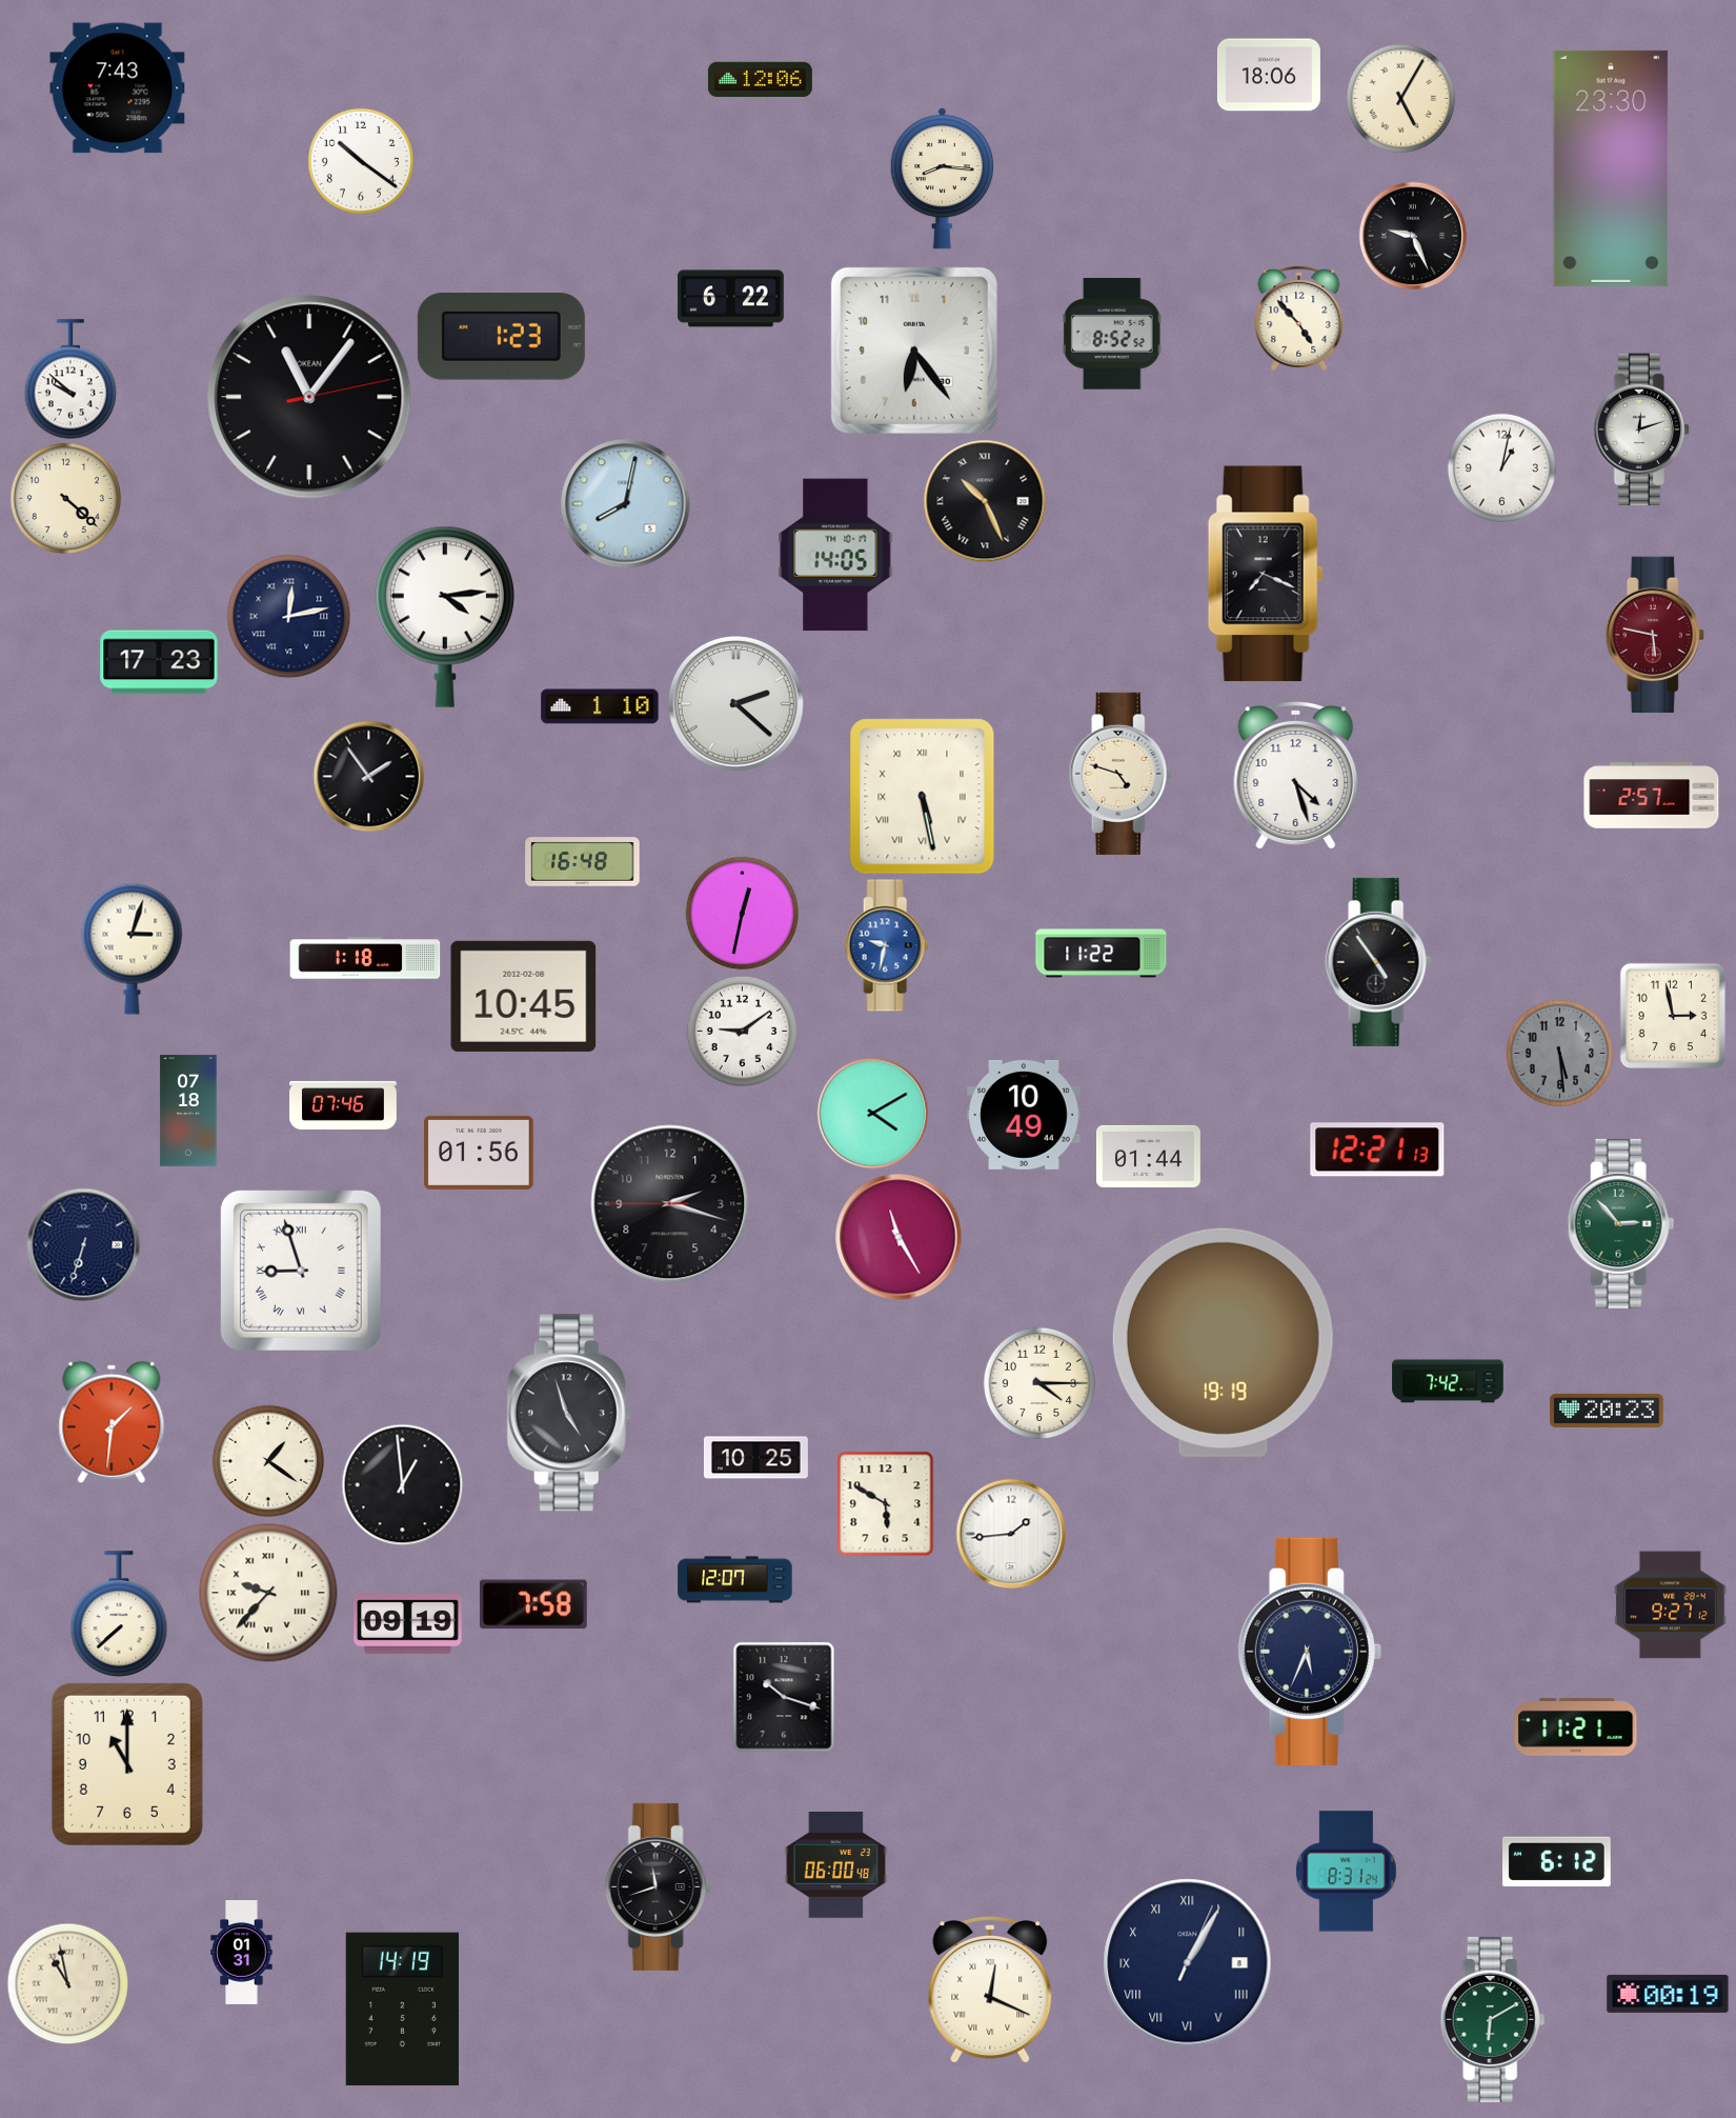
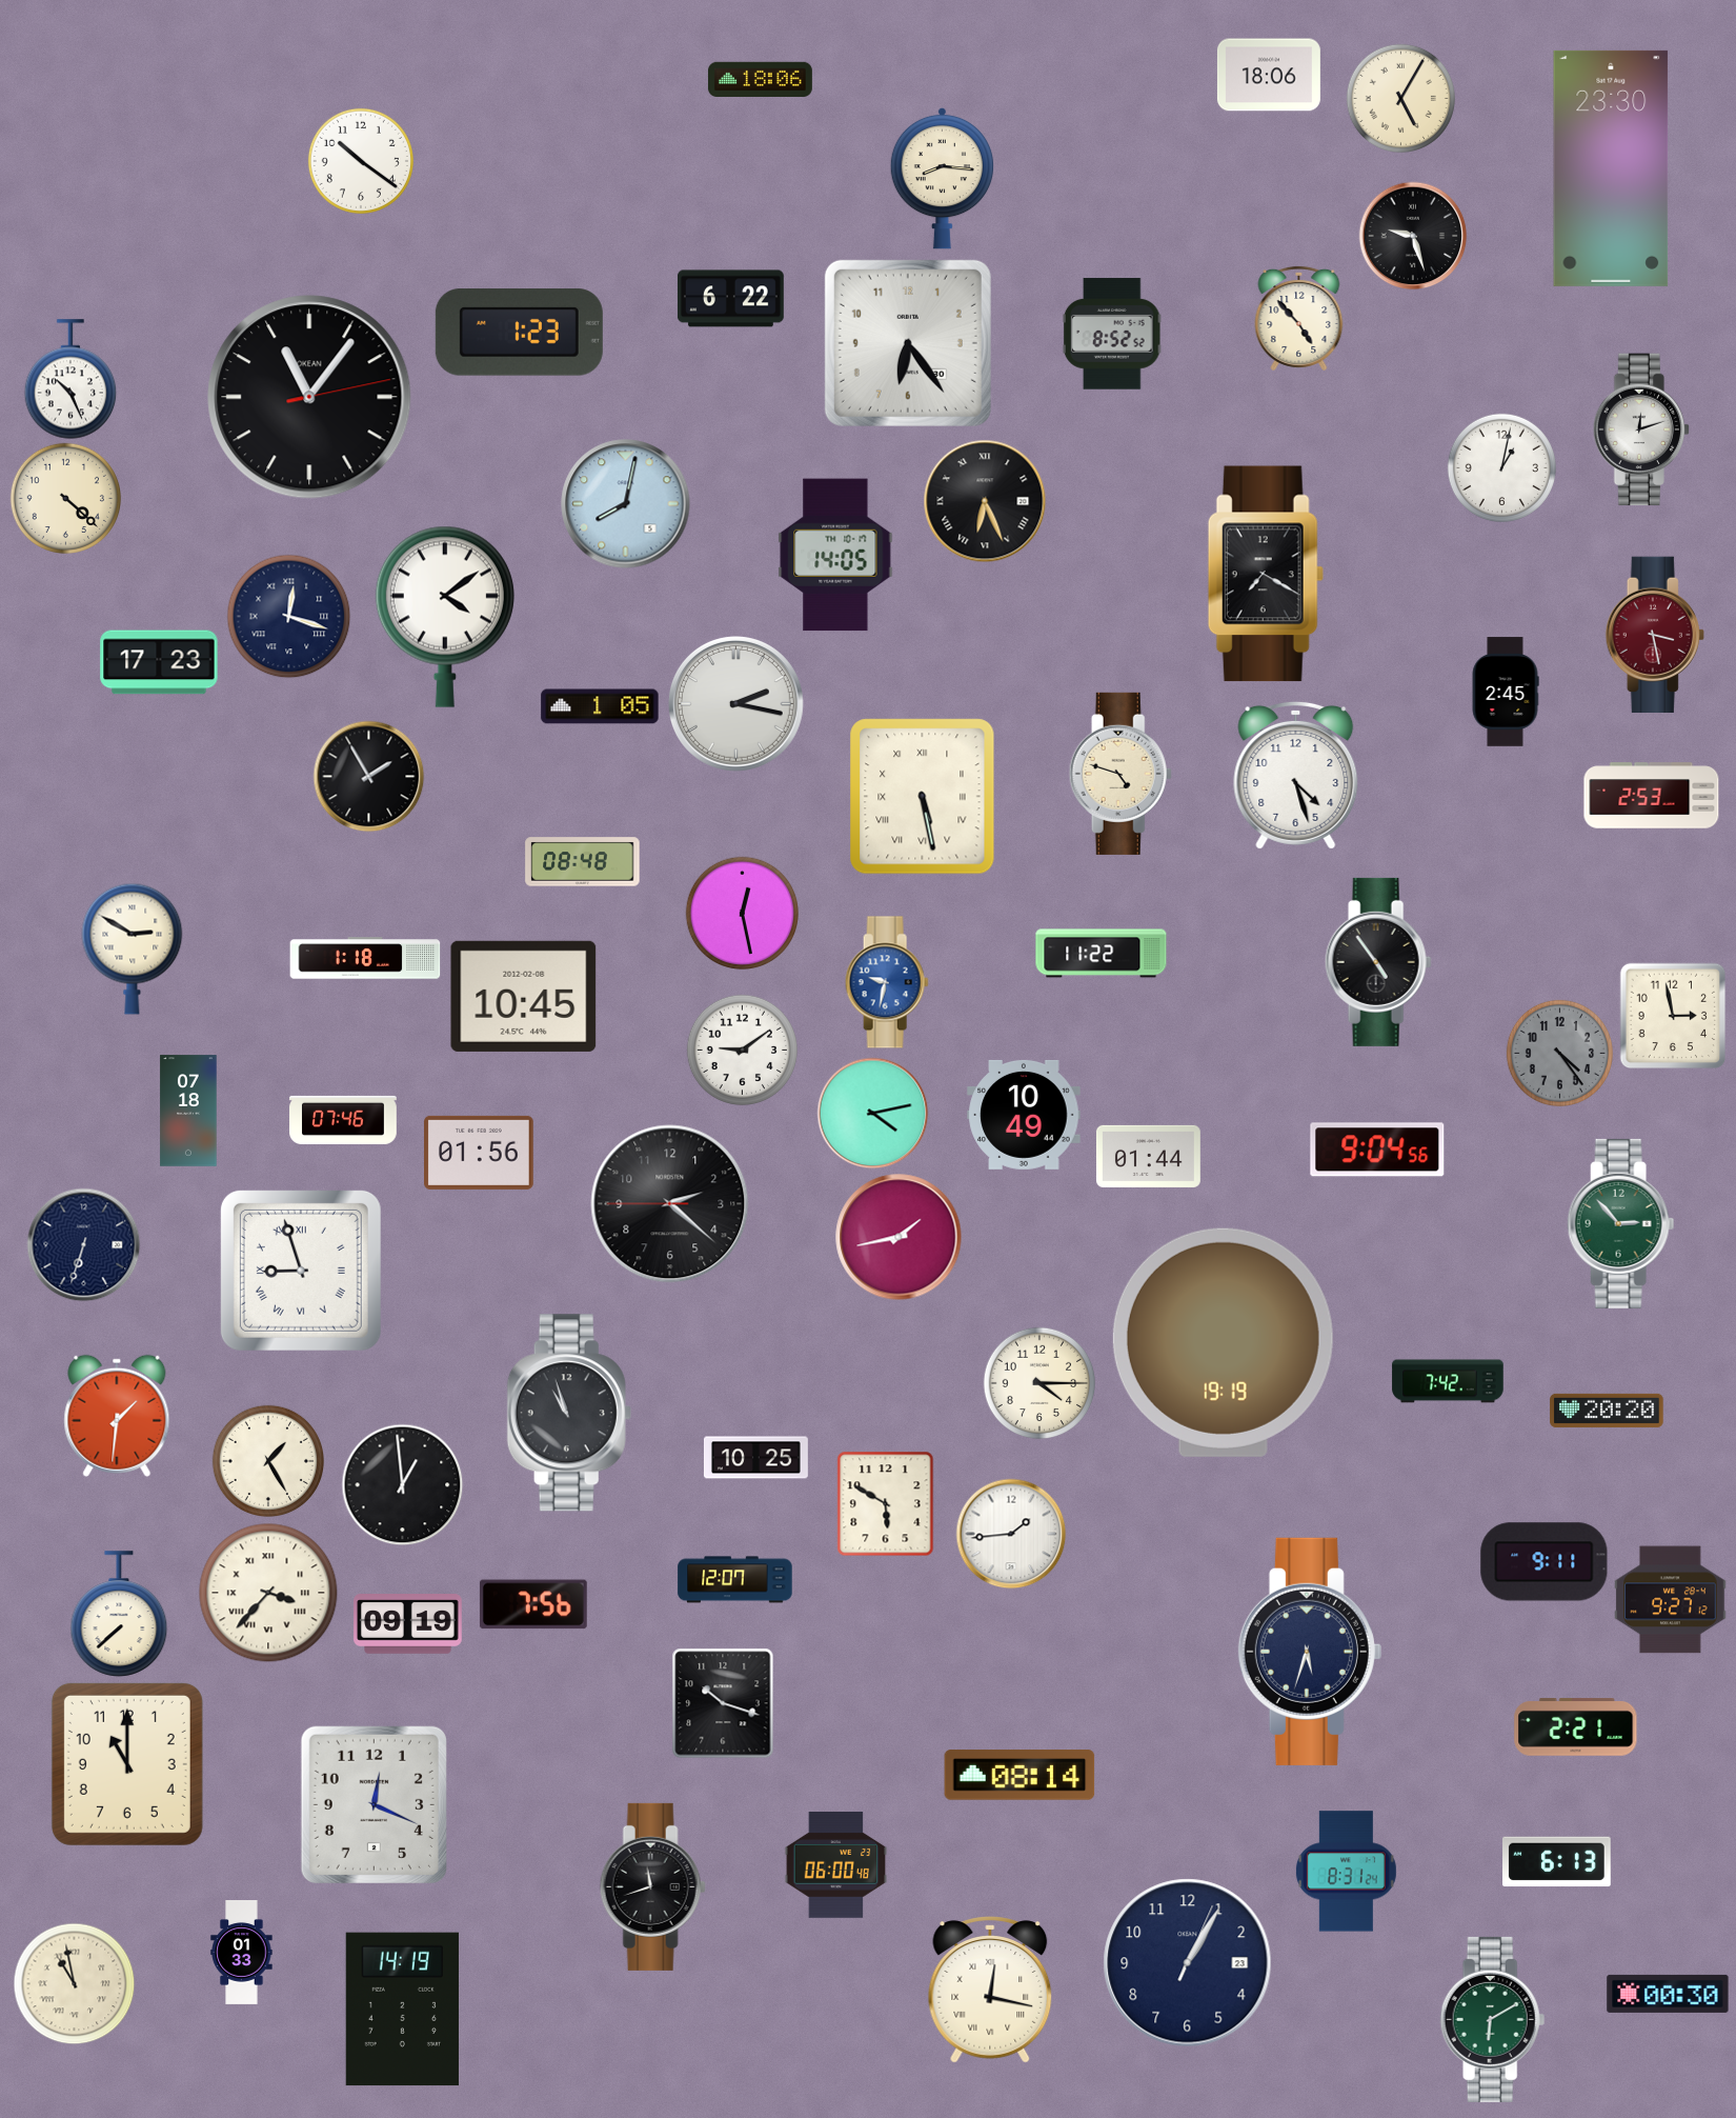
clock at (760, 80): 12:06 -> 18:06
clock at (118, 88): 7:43 -> none
clock at (1413, 236): 9:26 -> 9:27
clock at (501, 337) position: (501, 337) -> (519, 333)
clock at (914, 351) position: (914, 351) -> (908, 343)
clock at (70, 379): 9:52 -> 10:26
clock at (985, 501): 10:26 -> 6:26
clock at (1266, 574): 7:19 -> 7:20
clock at (288, 616): 12:13 -> 12:18
clock at (445, 617): 4:14 -> 4:09
clock at (1655, 634): 5:47 -> 3:28
clock at (1506, 692): none -> 2:45
clock at (735, 703): 2:22 -> 2:17
clock at (600, 706): 1:10 -> 1:05
clock at (368, 776): 1:54 -> 1:55
clock at (1652, 796): 2:57 -> 2:53
clock at (583, 862): 16:48 -> 08:48
clock at (742, 913): 12:32 -> 12:28
clock at (887, 945) position: (887, 945) -> (887, 982)
clock at (133, 948): 3:03 -> 2:50
clock at (742, 1031) position: (742, 1031) -> (742, 1050)
clock at (1559, 1053): 5:29 -> 4:24
clock at (343, 1105) position: (343, 1105) -> (343, 1120)
clock at (872, 1113): 4:10 -> 4:13
clock at (1377, 1150): 12:21 -> 9:04
clock at (670, 1204): 2:17 -> 2:21
clock at (899, 1237): 11:25 -> 1:43
clock at (1607, 1411): 20:23 -> 20:20
clock at (569, 1413): 4:57 -> 10:57
clock at (112, 1422) position: (112, 1422) -> (117, 1416)
clock at (267, 1460): 1:21 -> 1:25
clock at (1545, 1562): none -> 9:11
clock at (268, 1593): 9:37 -> 3:37
clock at (533, 1604): 7:58 -> 7:56
clock at (1671, 1605) position: (1671, 1605) -> (1671, 1600)
clock at (1310, 1652): 5:34 -> 5:33
clock at (784, 1697) position: (784, 1697) -> (723, 1703)
clock at (1576, 1727): 11:21 -> 2:21
clock at (1020, 1775): none -> 08:14
clock at (374, 1804): none -> 12:19
clock at (1557, 1862): 6:12 -> 6:13
clock at (658, 1886) position: (658, 1886) -> (652, 1886)
clock at (242, 1953): 01:31 -> 01:33
clock at (1188, 1963) date: 8 -> 23
clock at (1188, 1963) numerals: Roman -> Arabic
clock at (67, 1983) position: (67, 1983) -> (74, 1983)
clock at (990, 1990): 12:19 -> 12:17
clock at (1668, 1994): 00:19 -> 00:30
